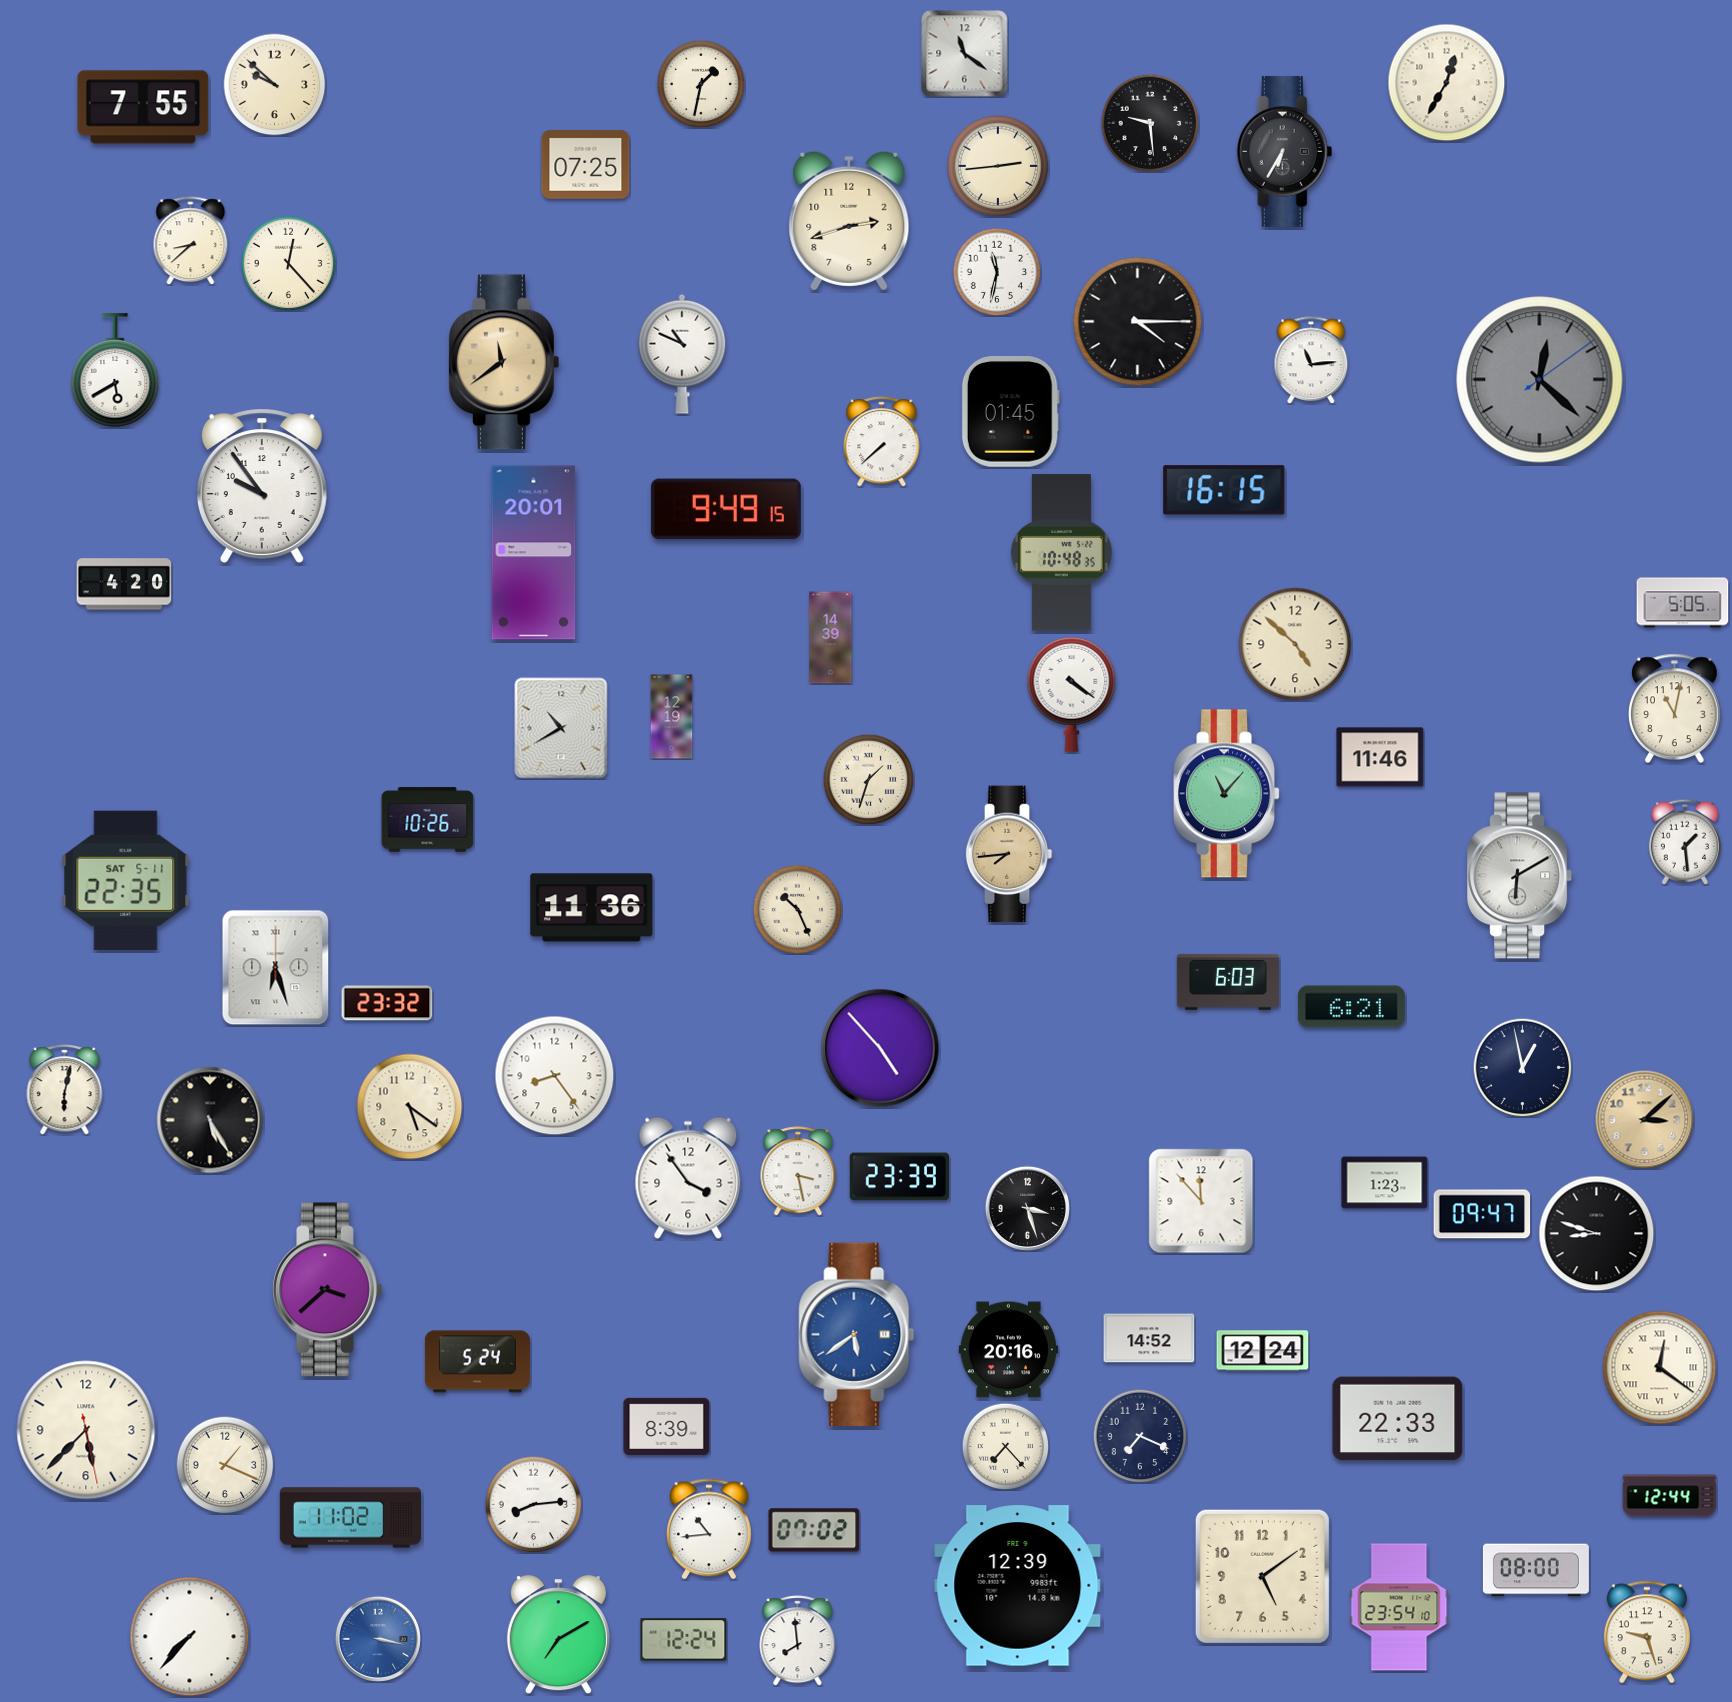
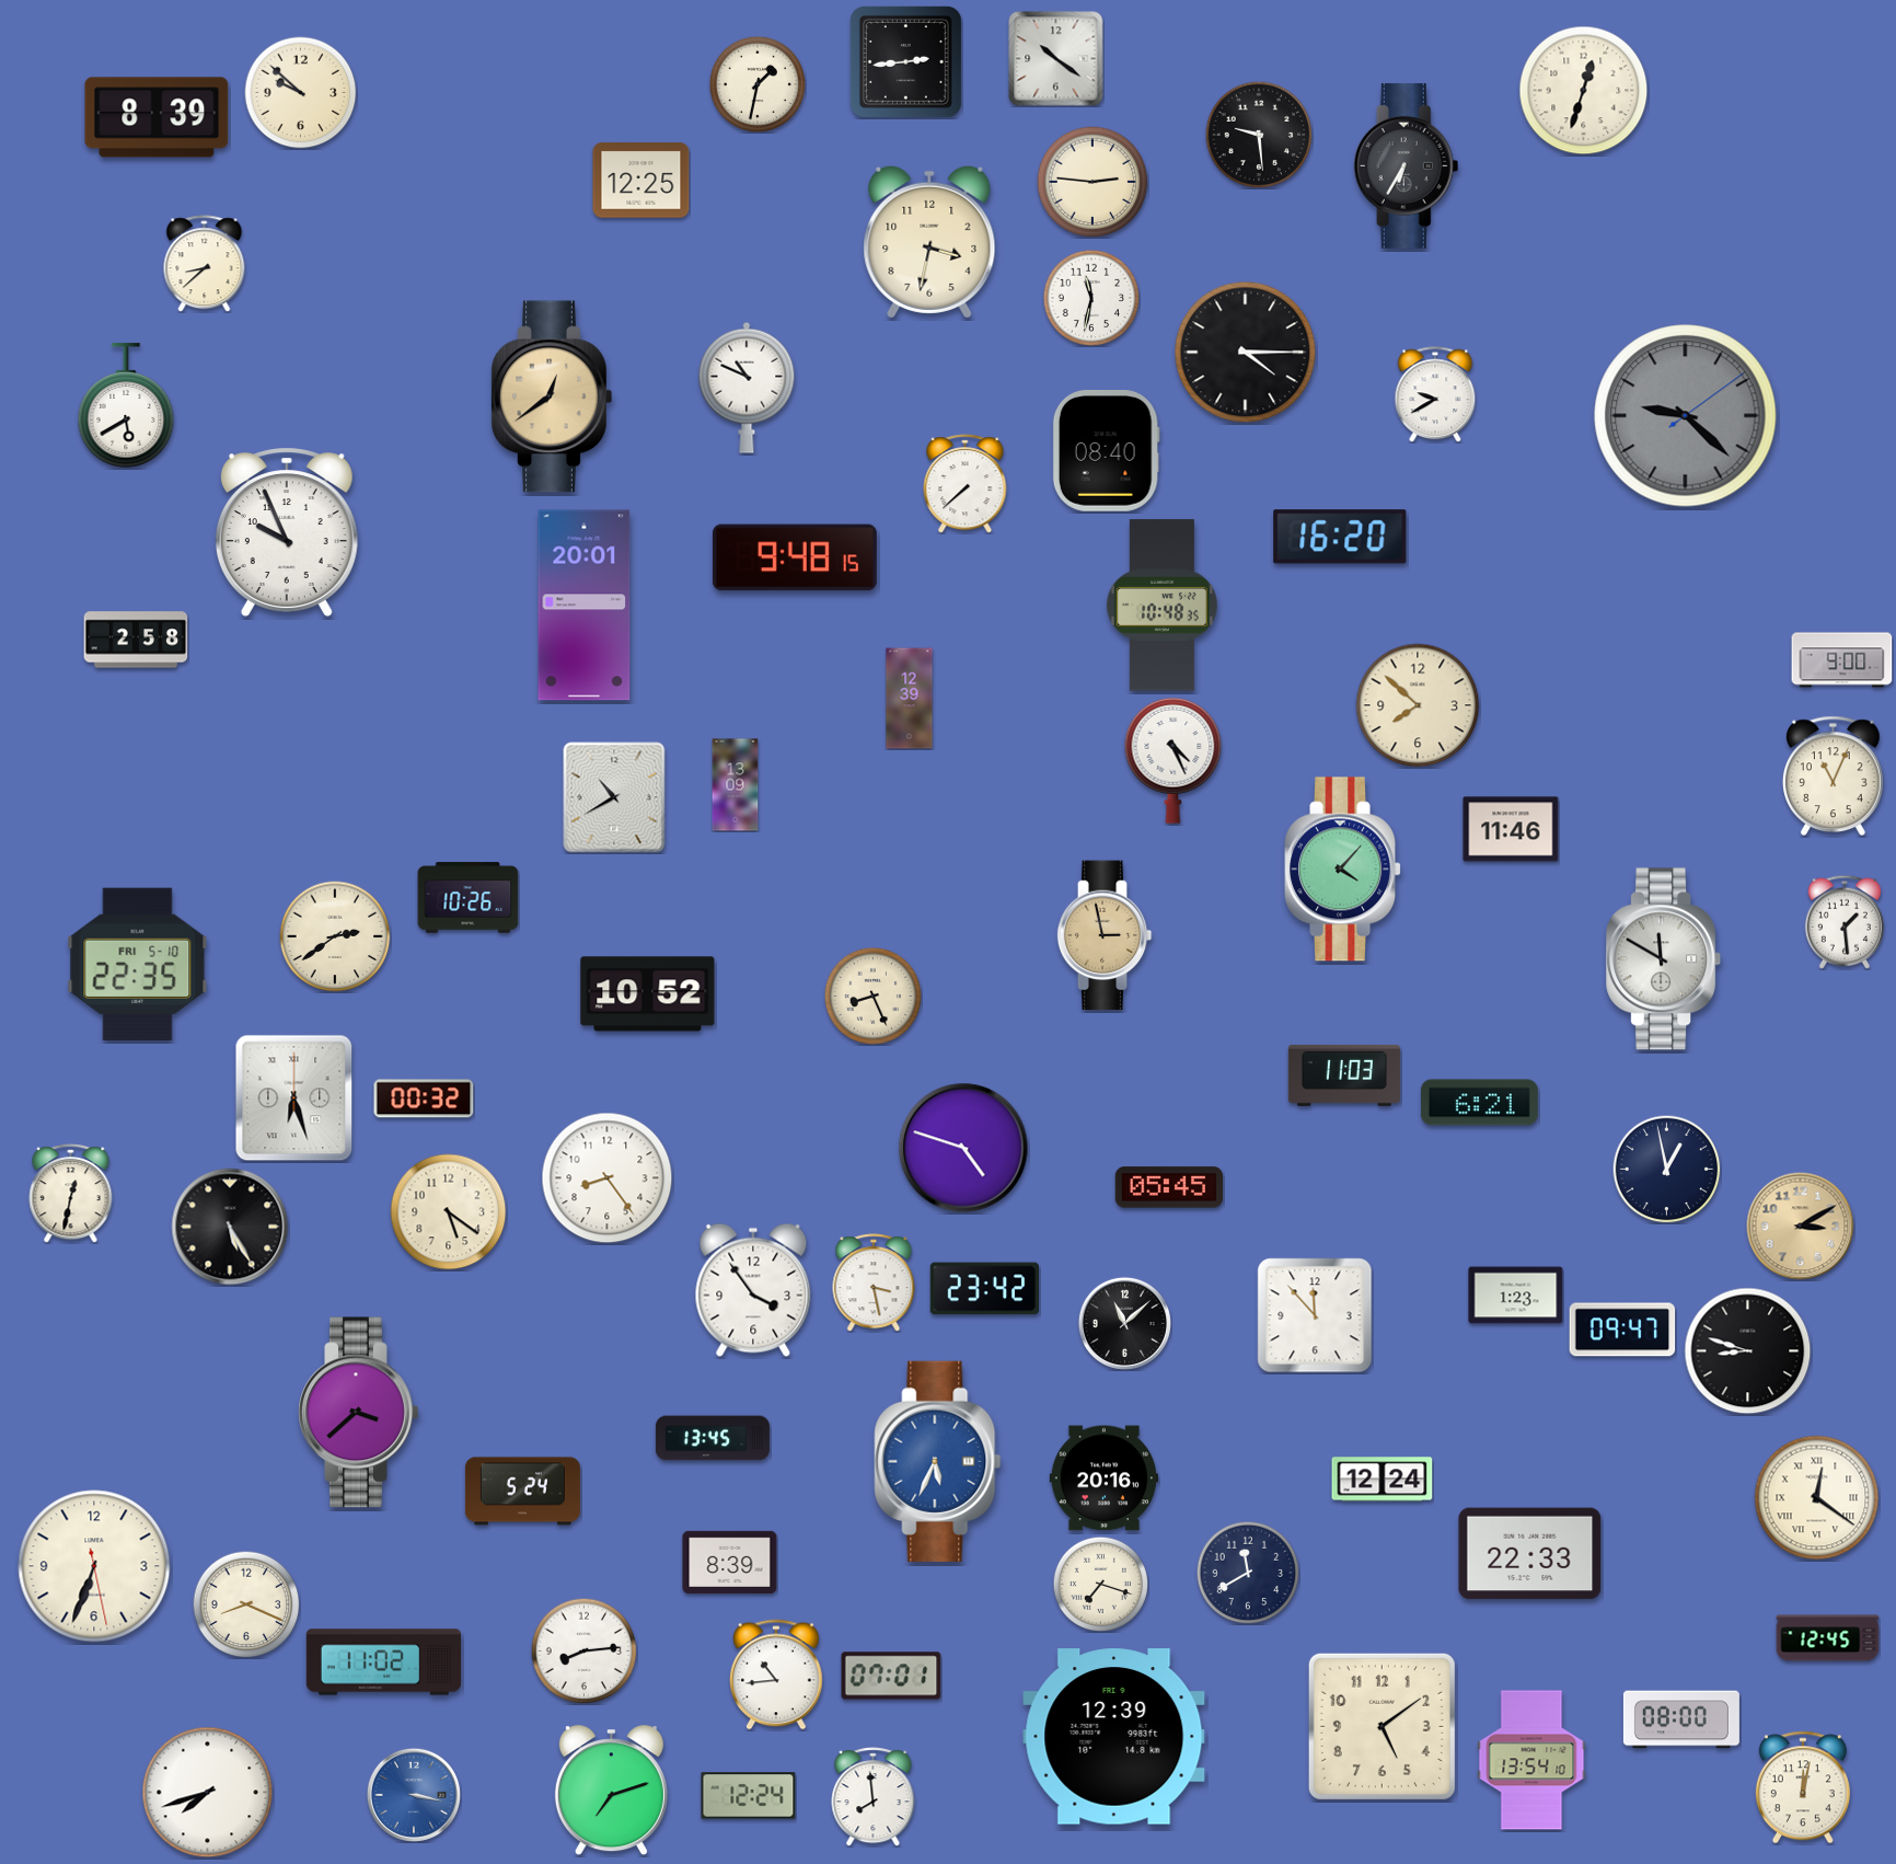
clock at (965, 54): 11:21 -> 10:21
clock at (905, 61): none -> 2:44
clock at (1447, 83): 12:35 -> 12:33
clock at (701, 84) position: (701, 84) -> (758, 84)
clock at (143, 107): 7:55 -> 8:39
clock at (586, 165): 07:25 -> 12:25
clock at (998, 166): 2:44 -> 2:46
clock at (849, 221): 2:42 -> 3:32
clock at (191, 241) position: (191, 241) -> (205, 264)
clock at (288, 263): 12:23 -> none
clock at (1311, 360): 11:14 -> 9:40
clock at (504, 362): 11:39 -> 12:39
clock at (1540, 380): 12:22 -> 9:22
clock at (1010, 412): 01:45 -> 08:40
clock at (262, 486): 9:54 -> 9:56
clock at (1224, 490): 16:15 -> 16:20
clock at (726, 509): 9:49 -> 9:48
clock at (124, 584): 4:20 -> 2:58
clock at (1683, 603): 5:05 -> 9:00
clock at (831, 638): 14:39 -> 12:39
clock at (1295, 644): 4:52 -> 7:52
clock at (1072, 694): 4:21 -> 4:26
clock at (1675, 708): 11:02 -> 11:04
clock at (672, 717): 12:19 -> 13:09
clock at (868, 779): 1:33 -> none
clock at (1227, 794): 11:07 -> 4:07
clock at (1009, 854): 7:44 -> 2:58
clock at (335, 936): none -> 2:39
clock at (1520, 876): 6:10 -> 11:50
clock at (126, 880) date: SAT 5-11 -> FRI 5-10
clock at (592, 908): 11:36 -> 10:52
clock at (797, 909): 10:26 -> 8:26
clock at (276, 968) position: (276, 968) -> (294, 1098)
clock at (1228, 982): 6:03 -> 11:03
clock at (387, 1003): 23:32 -> 00:32
clock at (880, 1048): 4:53 -> 4:48
clock at (1169, 1187): none -> 05:45
clock at (65, 1090): 6:02 -> 12:32
clock at (1645, 1120): 3:08 -> 3:10
clock at (899, 1177): 23:39 -> 23:42
clock at (1027, 1208): 3:27 -> 11:08
clock at (713, 1438): none -> 13:45
clock at (857, 1334): 5:39 -> 5:34
clock at (1149, 1338): 14:52 -> none
clock at (86, 1430): 5:37 -> 6:33
clock at (1140, 1436): 7:19 -> 11:40
clock at (1005, 1446): 7:23 -> 7:18
clock at (225, 1465): 1:19 -> 8:19
clock at (1670, 1496): 12:44 -> 12:45
clock at (533, 1504) position: (533, 1504) -> (583, 1650)
clock at (814, 1530): 07:02 -> 07:01
clock at (1399, 1607): 23:54 -> 13:54
clock at (1647, 1632): 9:27 -> 12:02
clock at (558, 1635): 7:10 -> 7:12
clock at (190, 1637): 7:37 -> 7:42
